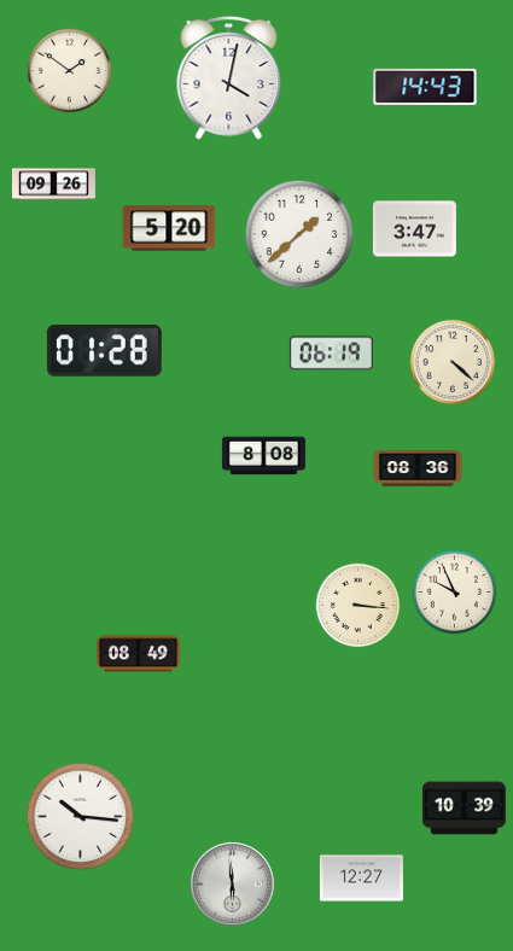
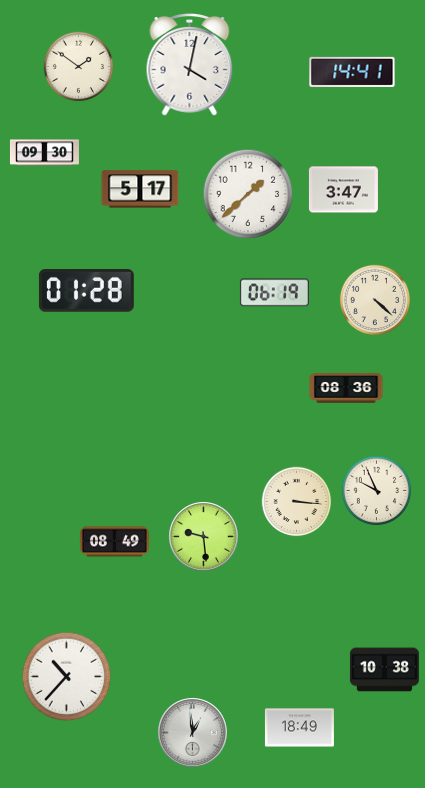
clock at (70, 71) position: (70, 71) -> (79, 67)
clock at (425, 87): 14:43 -> 14:41
clock at (53, 185): 09:26 -> 09:30
clock at (169, 228): 5:20 -> 5:17
clock at (263, 456): 8:08 -> none
clock at (204, 537): none -> 9:29
clock at (464, 809): 10:39 -> 10:38
clock at (81, 817): 10:16 -> 10:37
clock at (361, 879): 12:27 -> 18:49
clock at (233, 885): 5:59 -> 12:59
